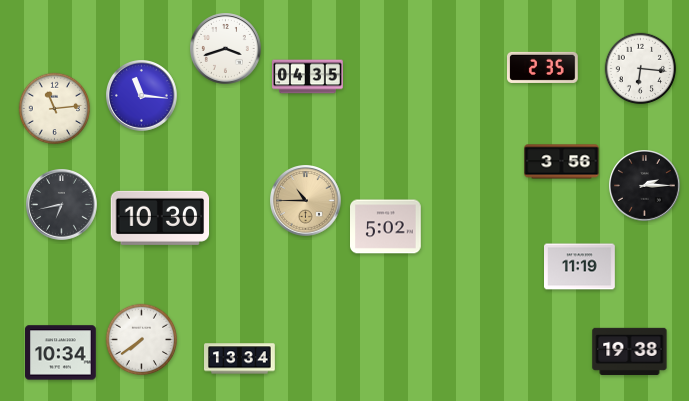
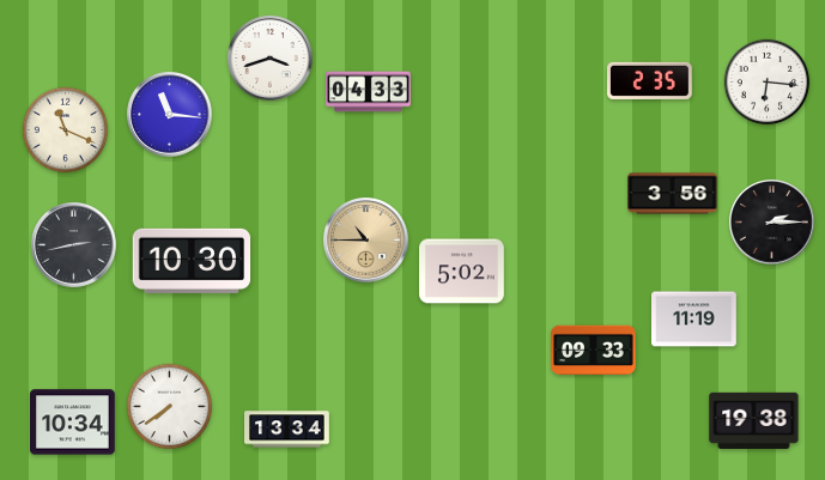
clock at (308, 77): 04:35 -> 04:33
clock at (55, 109): 11:14 -> 11:19
clock at (62, 205): 6:43 -> 2:43
clock at (594, 350): none -> 09:33
